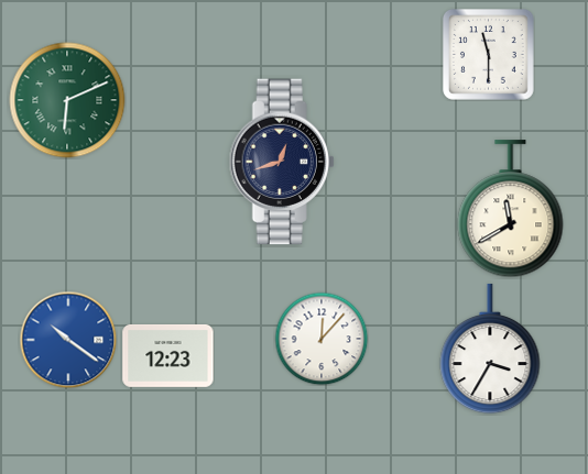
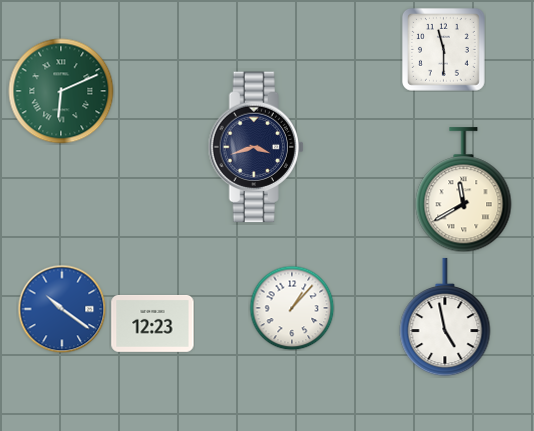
clock at (282, 162): 12:42 -> 3:42
clock at (322, 339): 12:07 -> 1:07
clock at (490, 349): 3:35 -> 4:58
